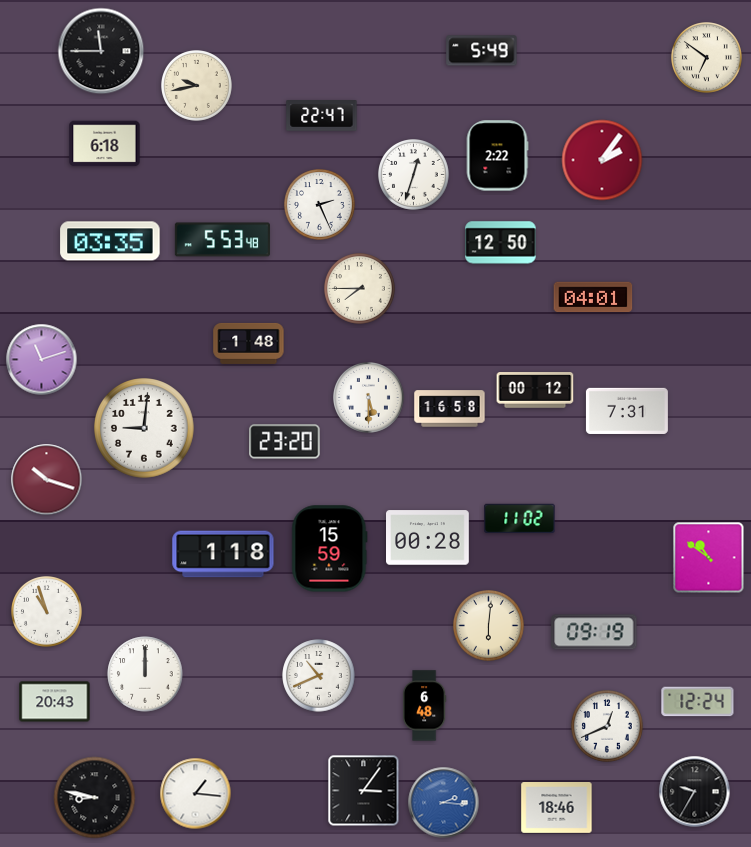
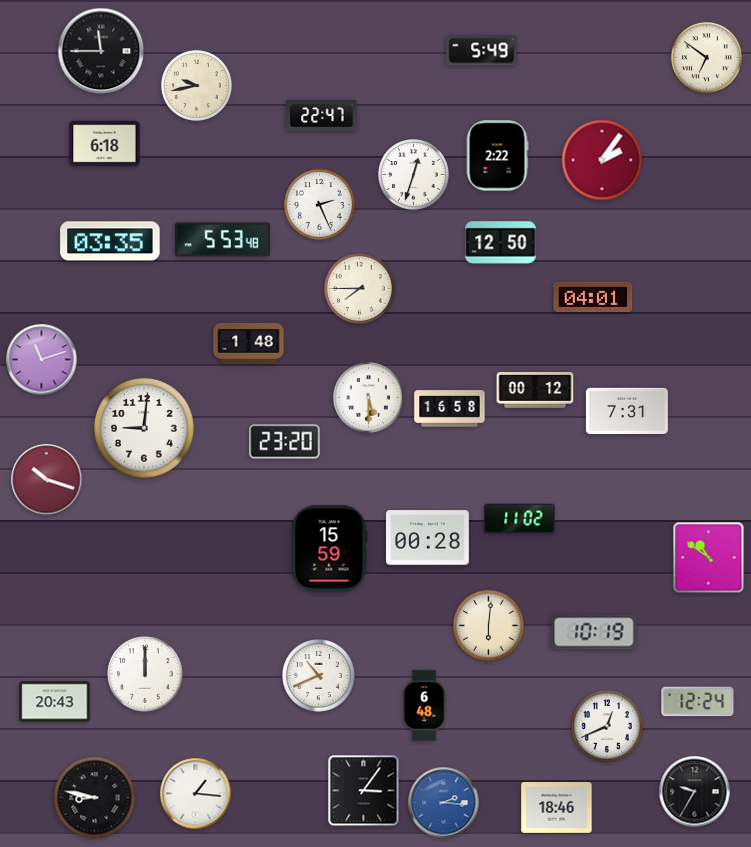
clock at (223, 554): 1:18 -> none
clock at (47, 612): 10:57 -> none
clock at (594, 632): 09:19 -> 10:19
